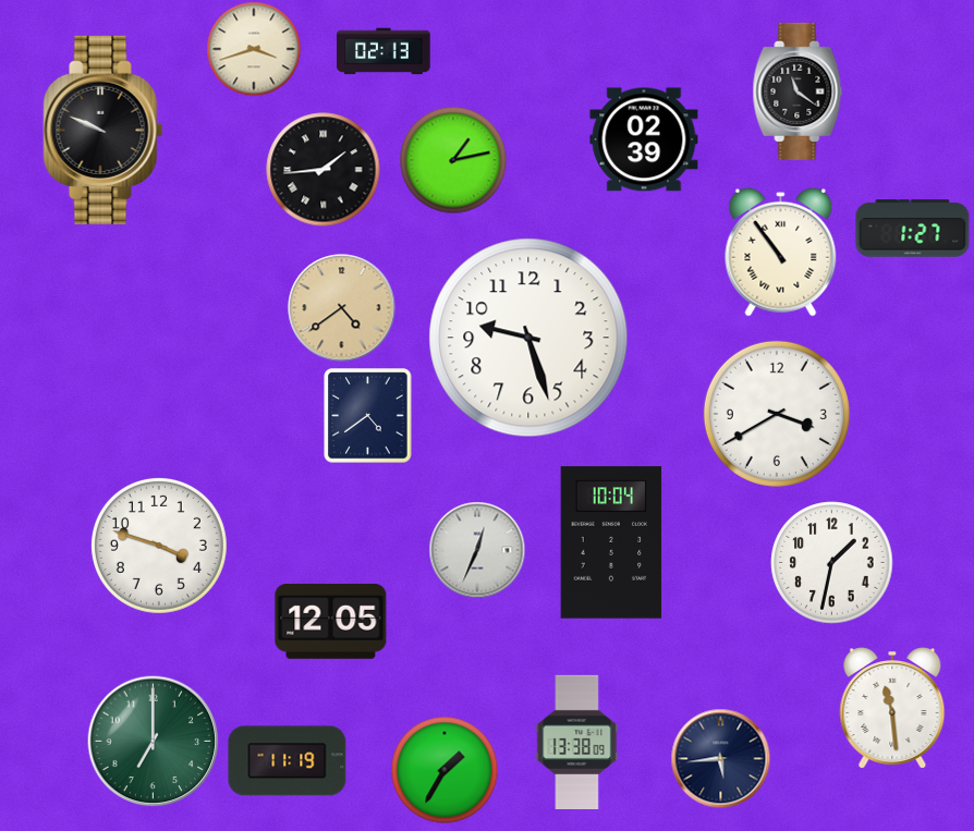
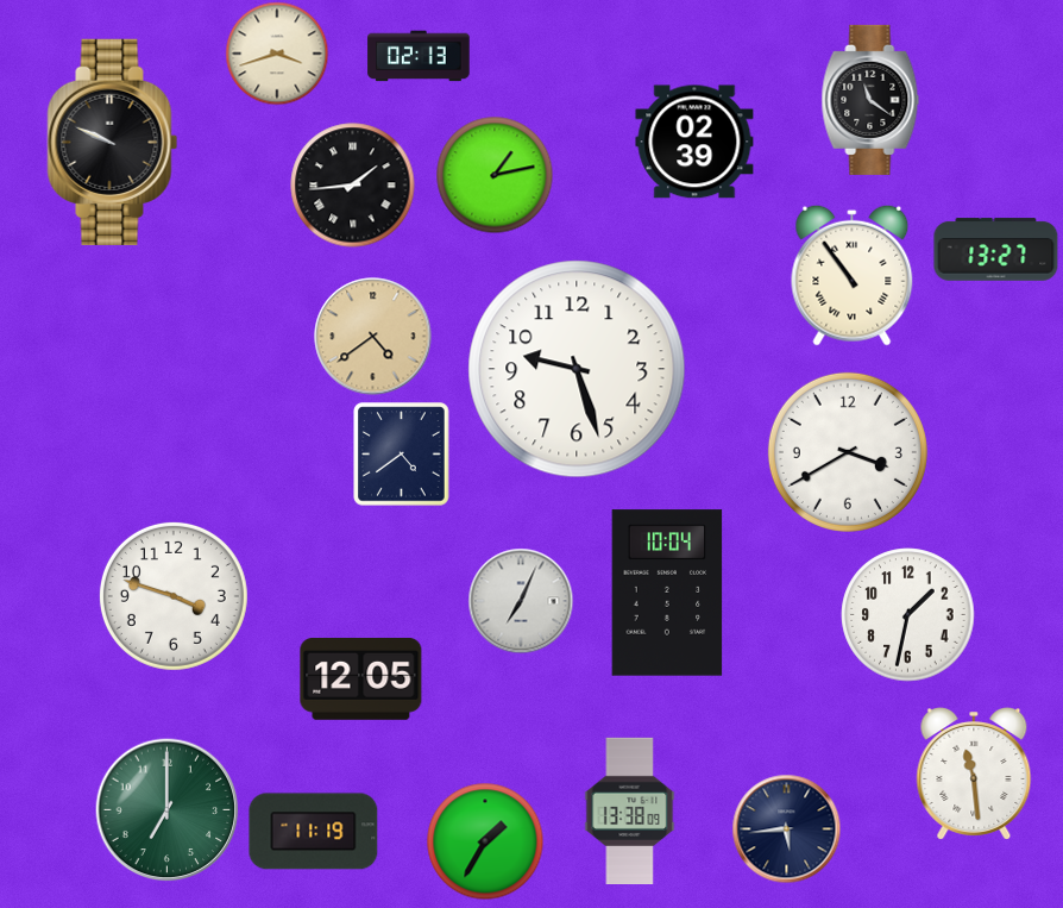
clock at (644, 139) position: (644, 139) -> (694, 142)
clock at (913, 229): 1:27 -> 13:27
clock at (477, 550): 12:34 -> 7:04
